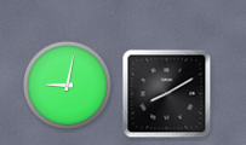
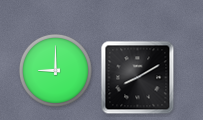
clock at (68, 86): 9:02 -> 9:00
